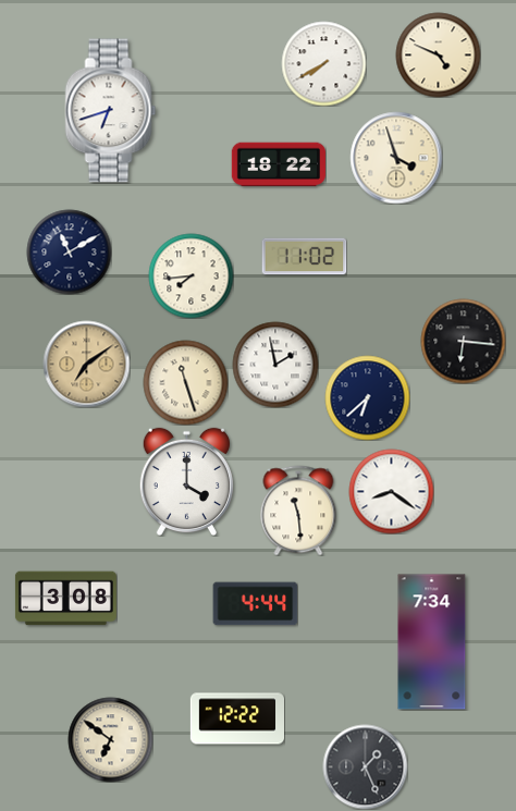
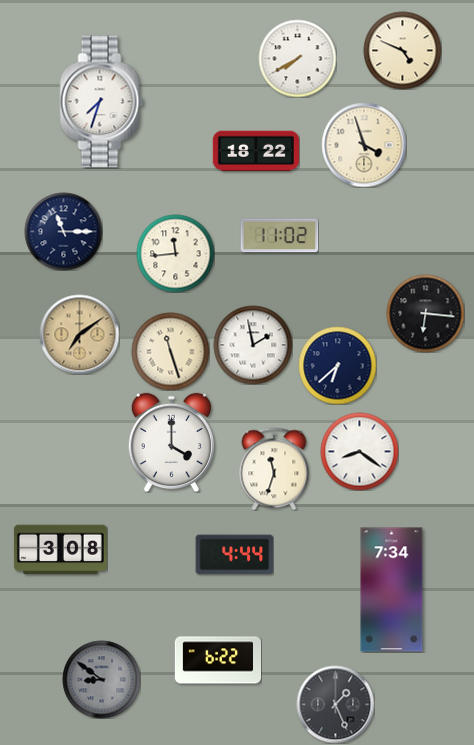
clock at (111, 111): 6:42 -> 7:33
clock at (69, 251): 11:10 -> 11:15
clock at (191, 275): 7:44 -> 11:44
clock at (275, 365) position: (275, 365) -> (253, 345)
clock at (298, 511): 11:29 -> 11:33
clock at (432, 642) position: (432, 642) -> (392, 590)
clock at (236, 718): 12:22 -> 6:22
clock at (110, 739): 6:51 -> 8:51
clock at (110, 739) dial: cream -> grey
